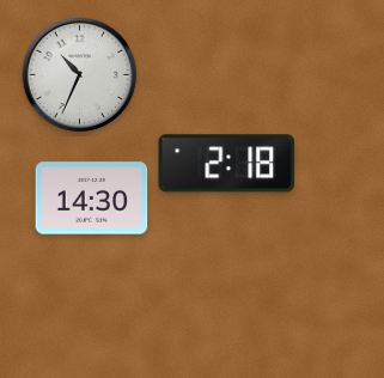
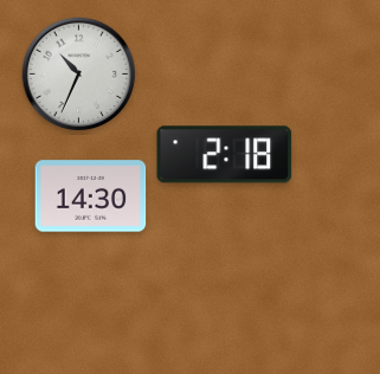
clock at (227, 164) position: (227, 164) -> (225, 155)
